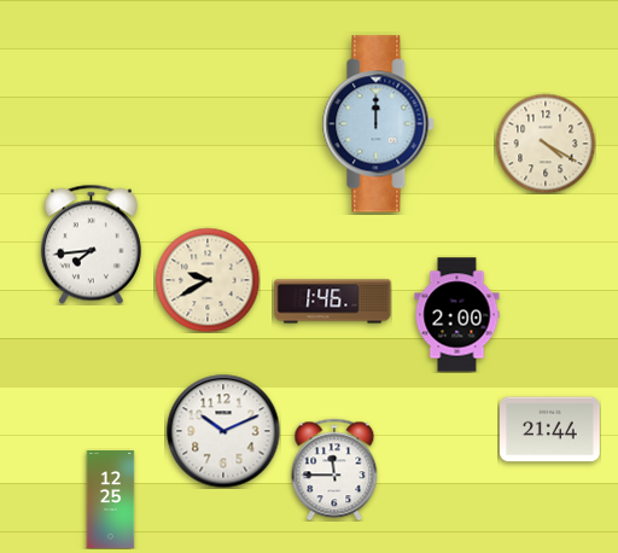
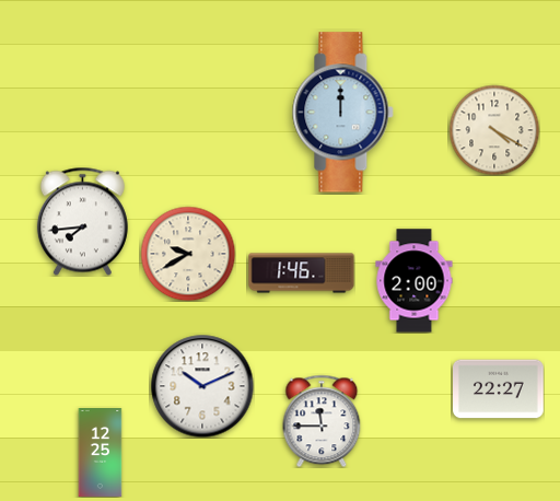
clock at (457, 315) position: (457, 315) -> (415, 281)
clock at (550, 430): 21:44 -> 22:27
clock at (223, 431) position: (223, 431) -> (202, 386)
clock at (334, 470) position: (334, 470) -> (322, 421)
